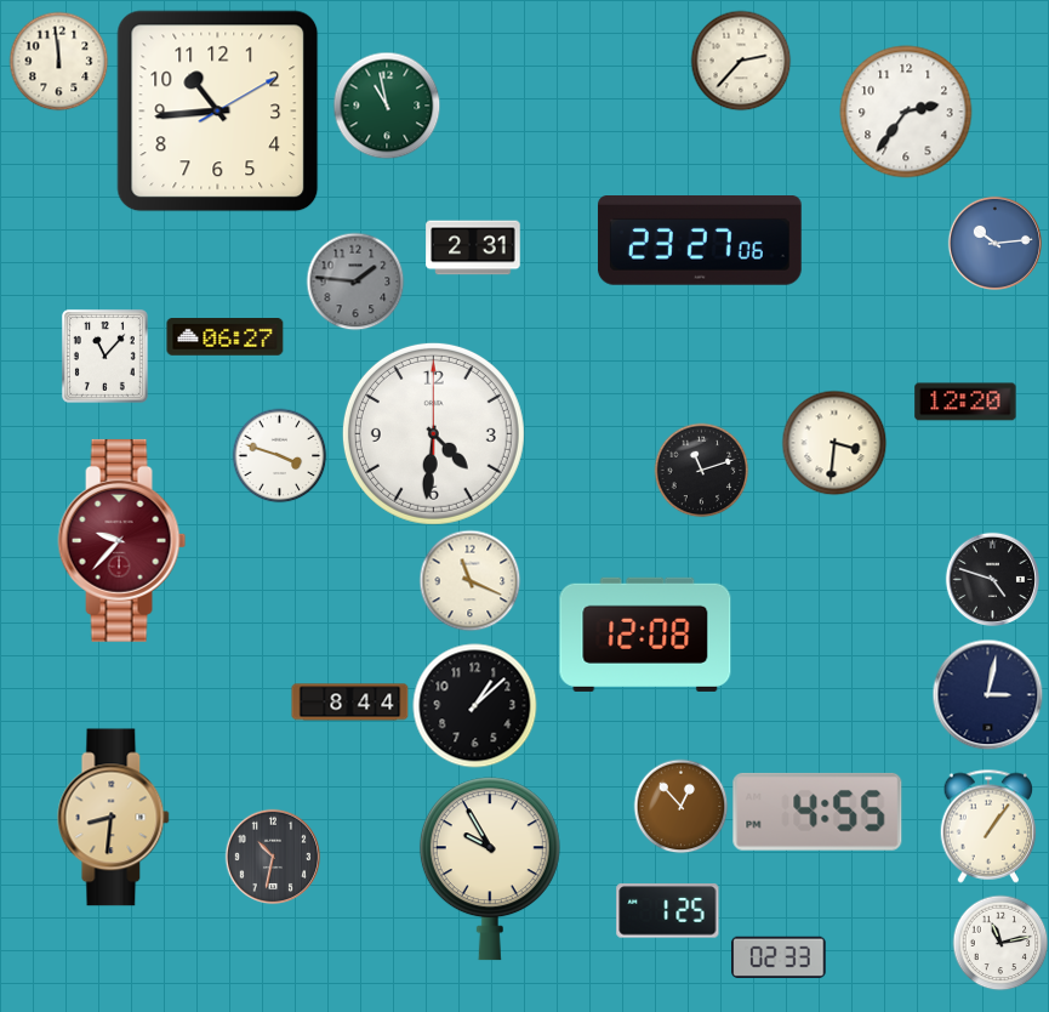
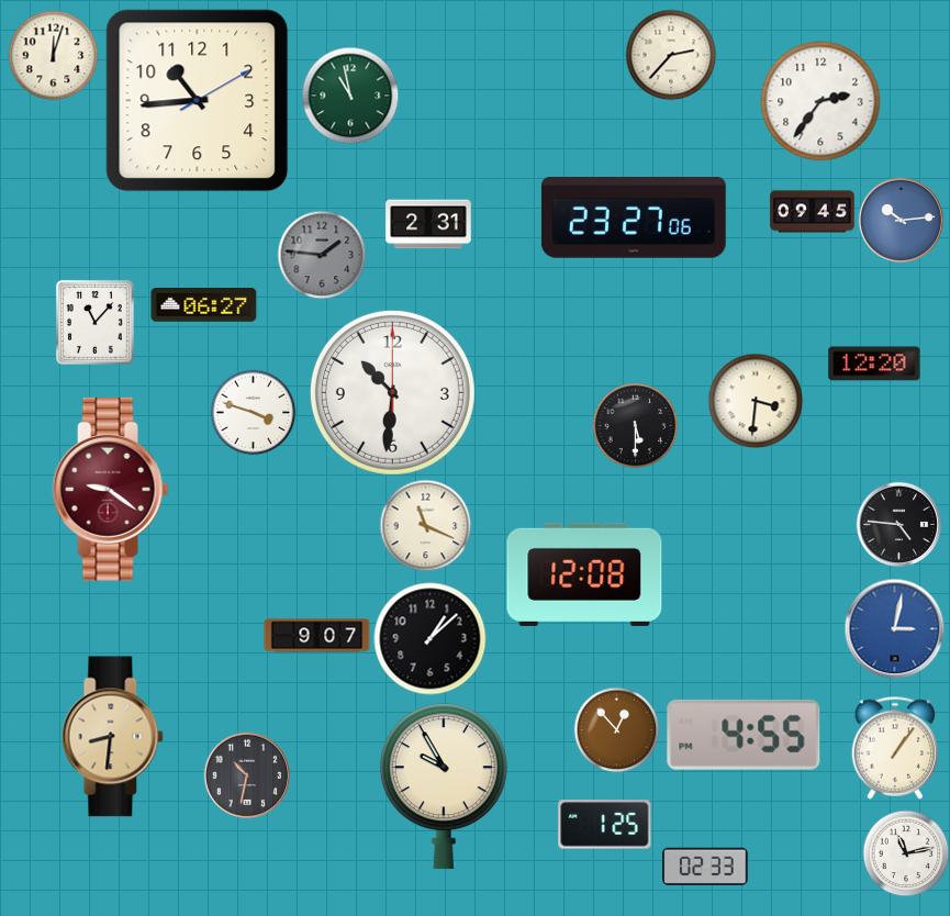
clock at (58, 61): 11:59 -> 12:03
clock at (813, 212): none -> 09:45
clock at (433, 433): 4:31 -> 10:31
clock at (701, 470): 11:12 -> 5:30
clock at (122, 540): 9:37 -> 9:21
clock at (992, 579): 4:48 -> 4:46
clock at (987, 694) dial: navy -> blue
clock at (350, 703): 8:44 -> 9:07
clock at (817, 812) position: (817, 812) -> (744, 735)
clock at (114, 818) position: (114, 818) -> (113, 737)
